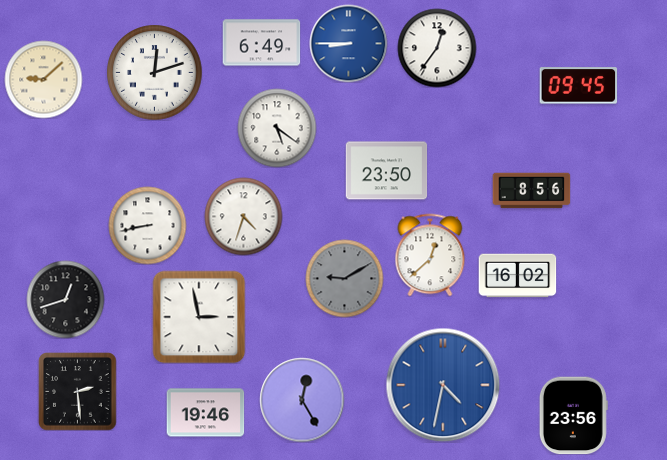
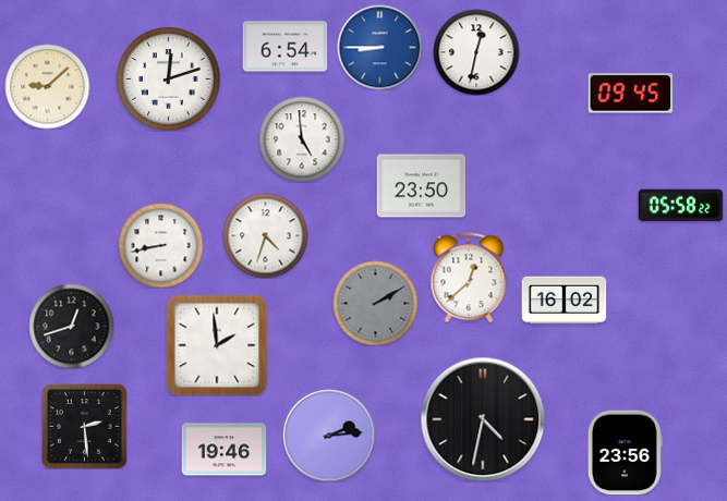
clock at (261, 43): 6:49 -> 6:54
clock at (437, 48): 12:36 -> 12:32
clock at (277, 128): 5:21 -> 4:59
clock at (680, 206): none -> 05:58
clock at (531, 191): 8:56 -> none
clock at (344, 278): 9:10 -> 2:10
clock at (199, 317): 2:58 -> 1:59
clock at (443, 385) dial: blue -> black
clock at (302, 400): 12:25 -> 2:14
